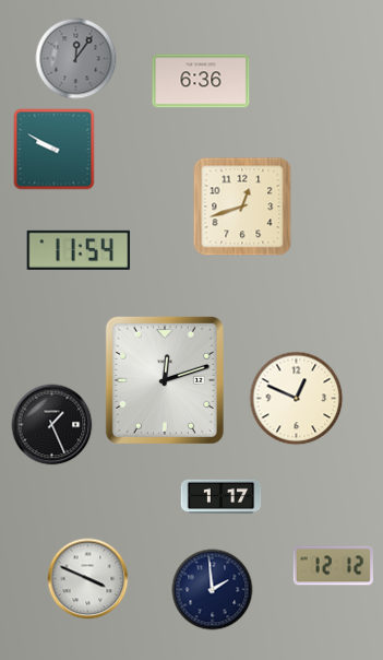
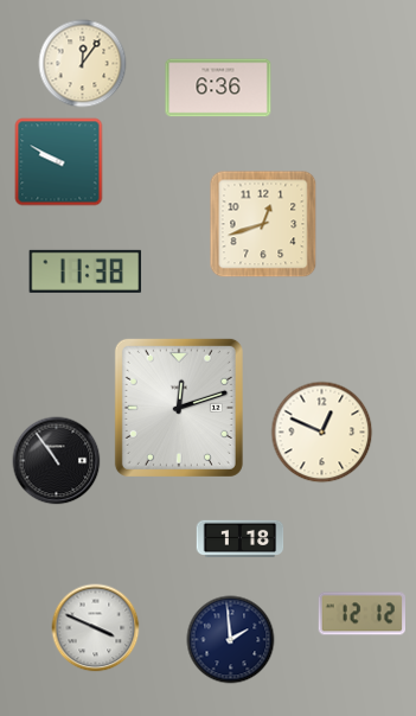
clock at (76, 59) dial: grey -> cream
clock at (79, 250): 11:54 -> 11:38
clock at (165, 380) position: (165, 380) -> (179, 408)
clock at (52, 425): 1:26 -> 10:54
clock at (222, 497): 1:17 -> 1:18
